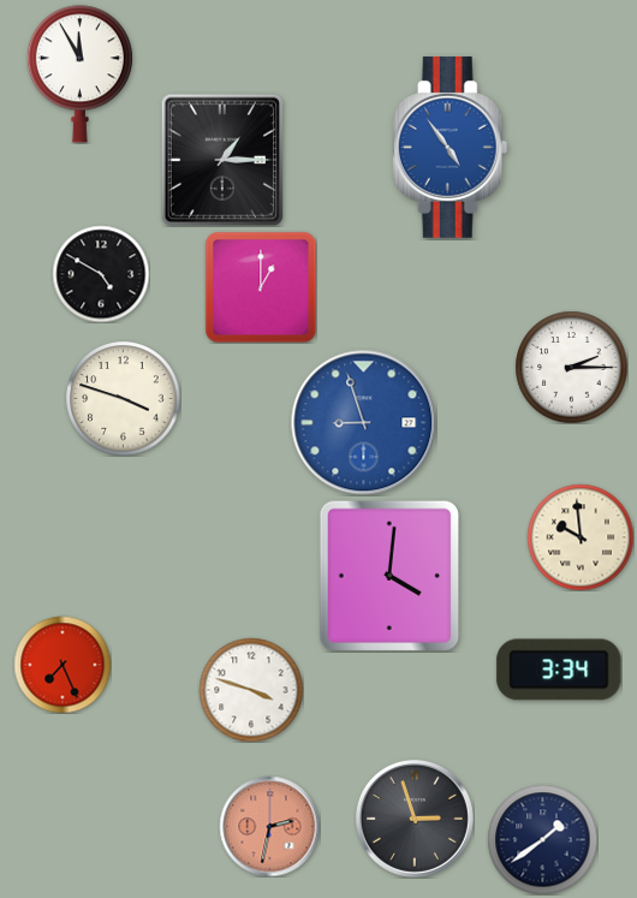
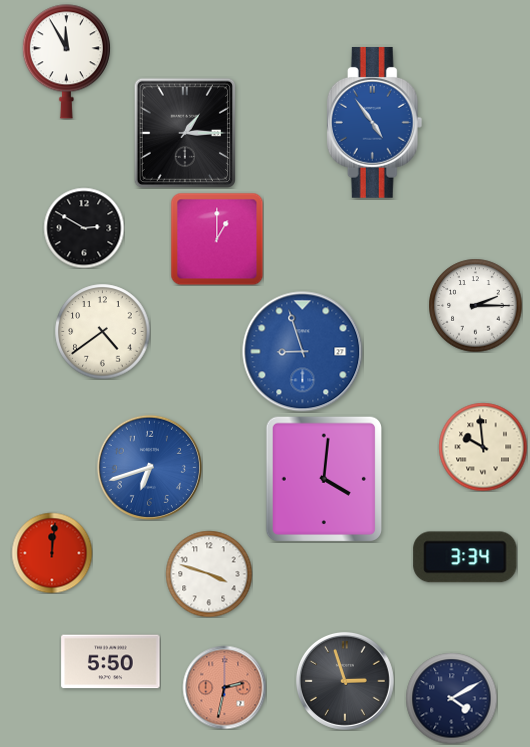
clock at (101, 274): 4:50 -> 2:50
clock at (123, 398): 3:48 -> 4:39
clock at (149, 467): none -> 6:42
clock at (62, 665): 7:26 -> 12:01
clock at (111, 662): none -> 5:50
clock at (542, 839): 1:39 -> 4:10
